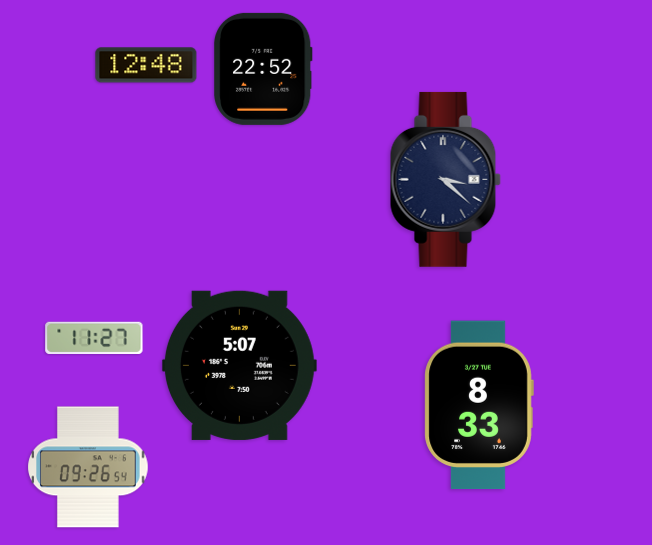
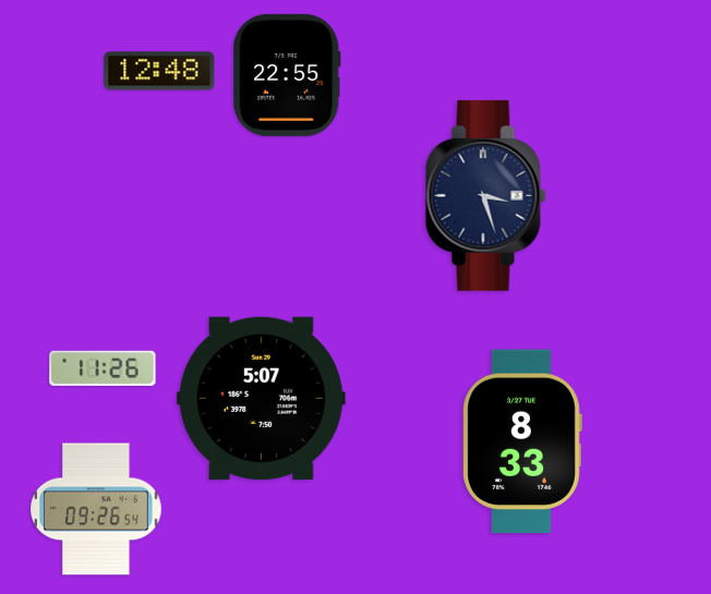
clock at (264, 69): 22:52 -> 22:55
clock at (445, 179): 3:22 -> 3:27
clock at (94, 338): 11:27 -> 11:26
